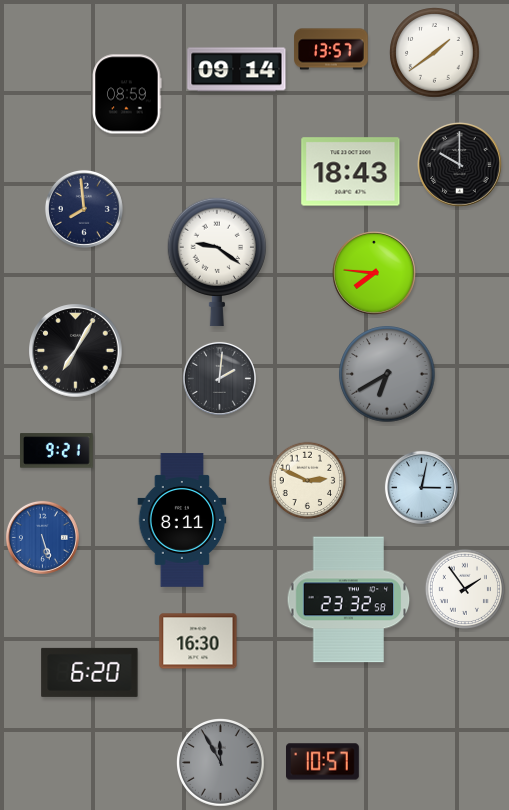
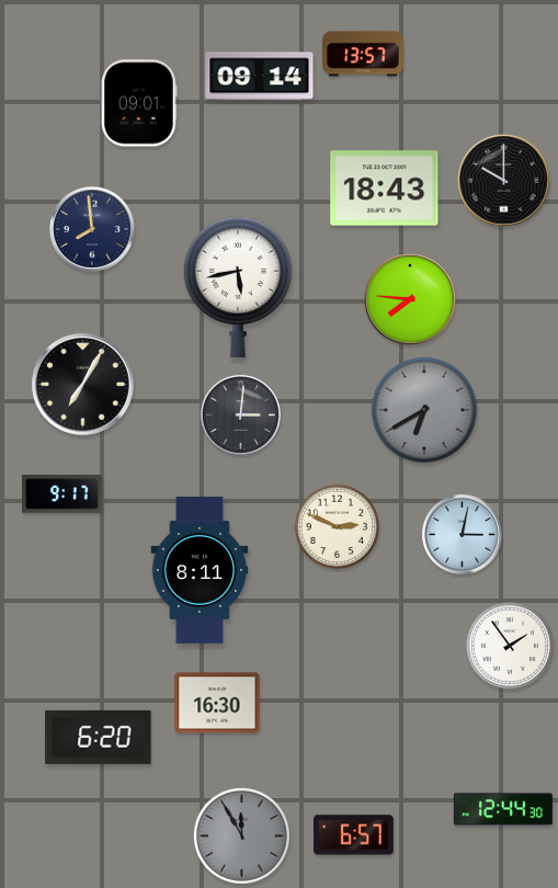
clock at (435, 53): 1:39 -> none
clock at (127, 94): 08:59 -> 09:01
clock at (217, 262): 9:21 -> 5:43
clock at (219, 378): 2:01 -> 3:01
clock at (57, 451): 9:21 -> 9:17
clock at (42, 537): 5:27 -> none
clock at (349, 600): 23:32 -> none
clock at (503, 809): none -> 12:44
clock at (323, 762): 10:57 -> 6:57
